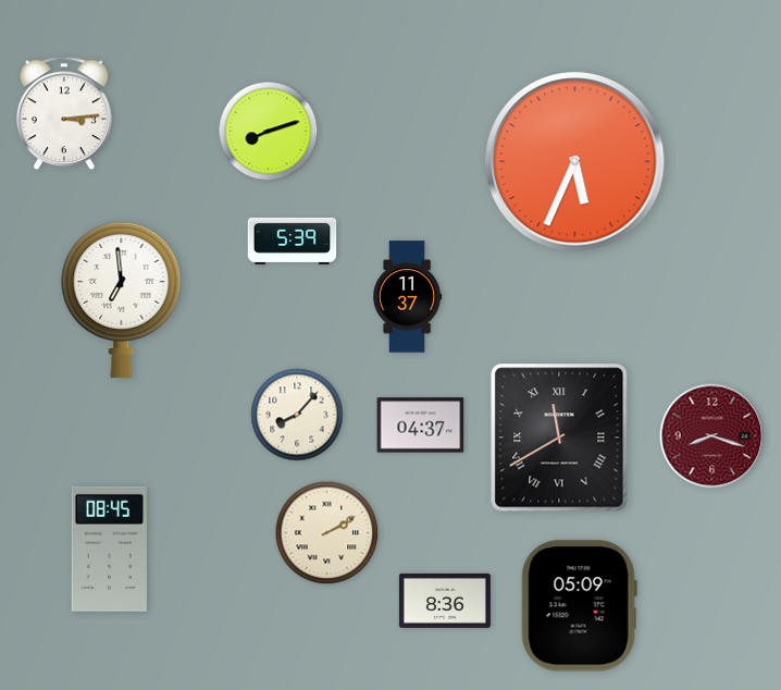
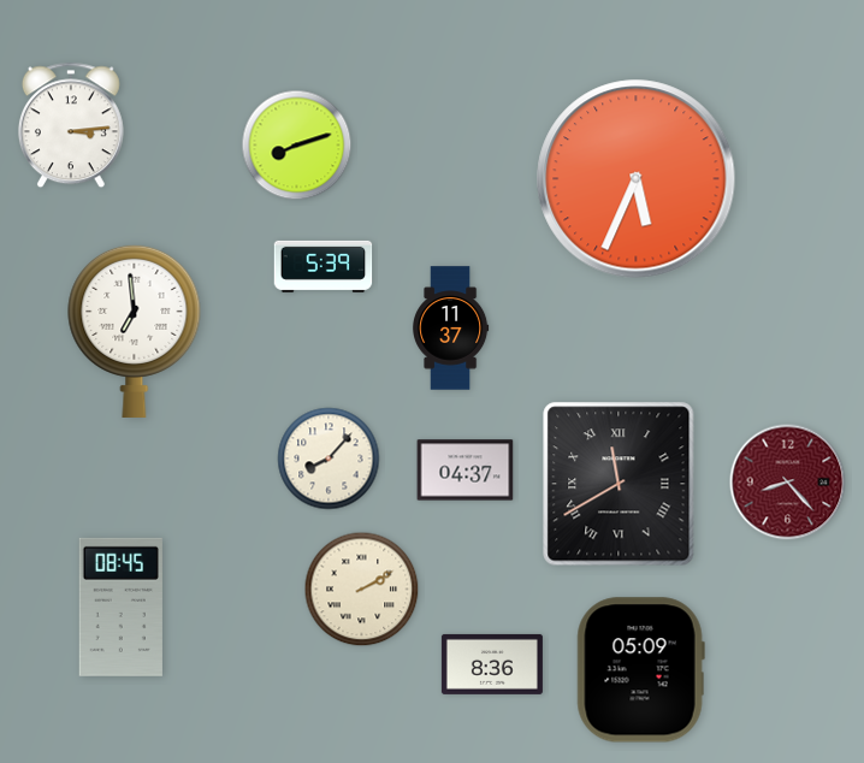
clock at (712, 436): 8:18 -> 8:23
